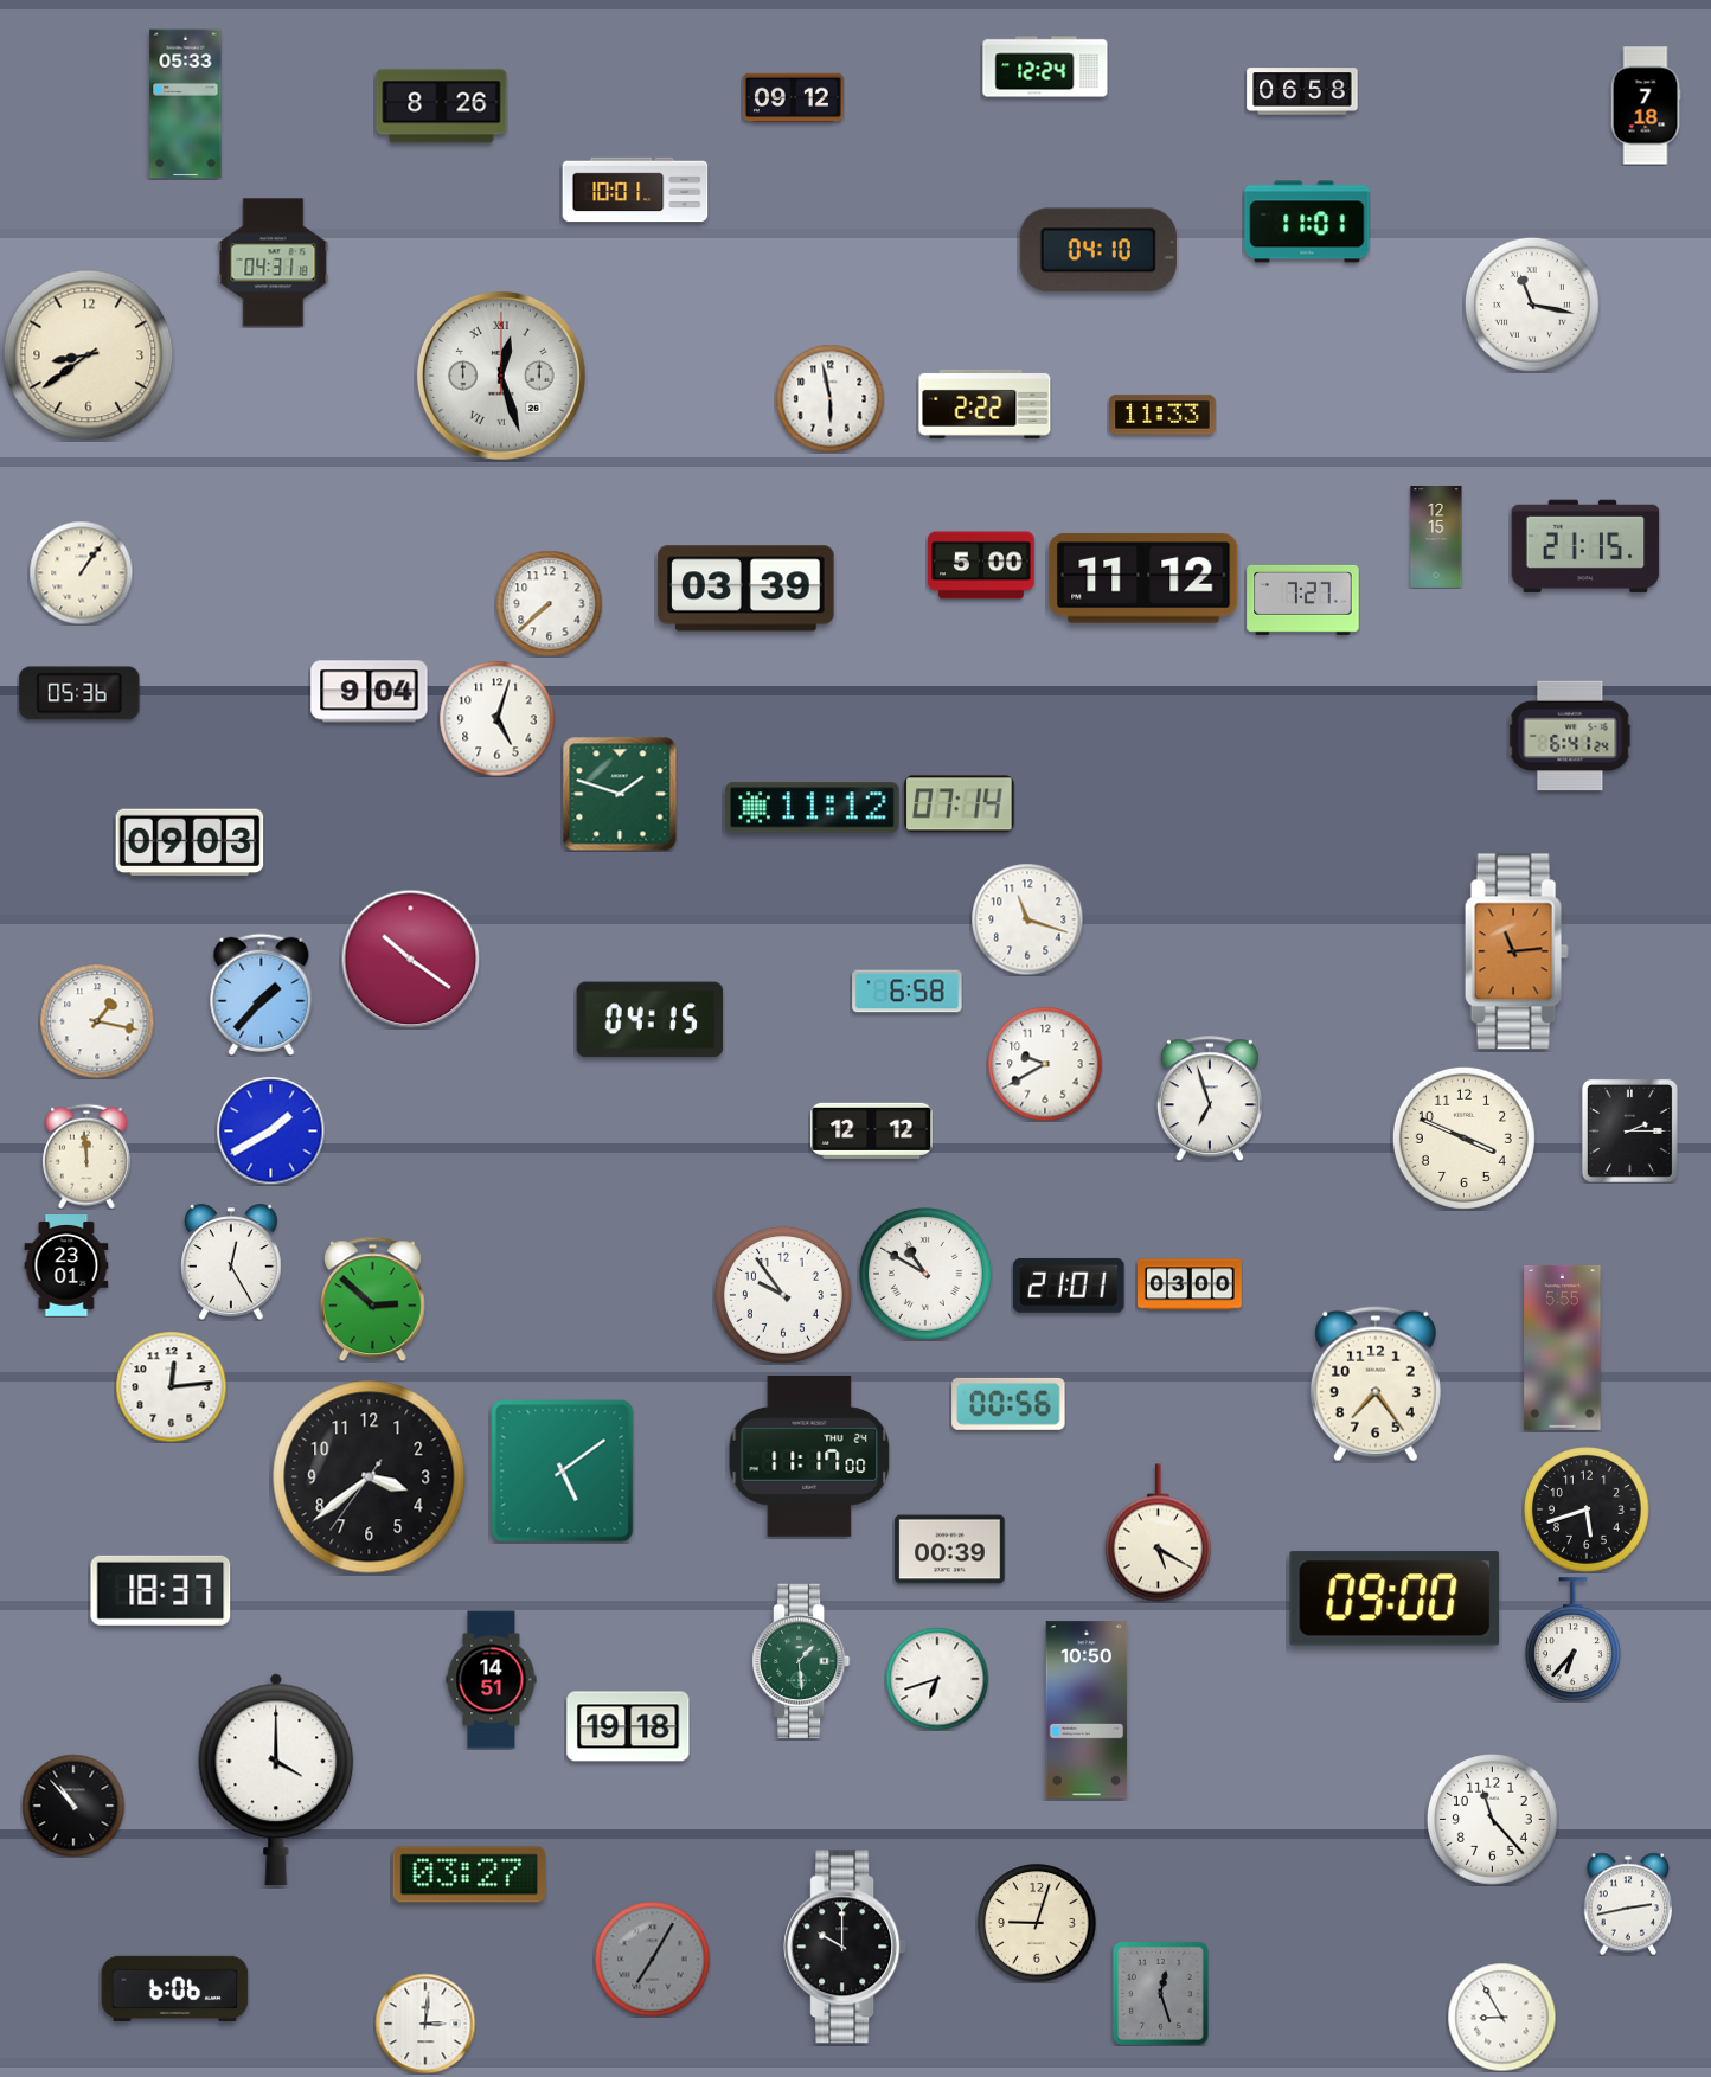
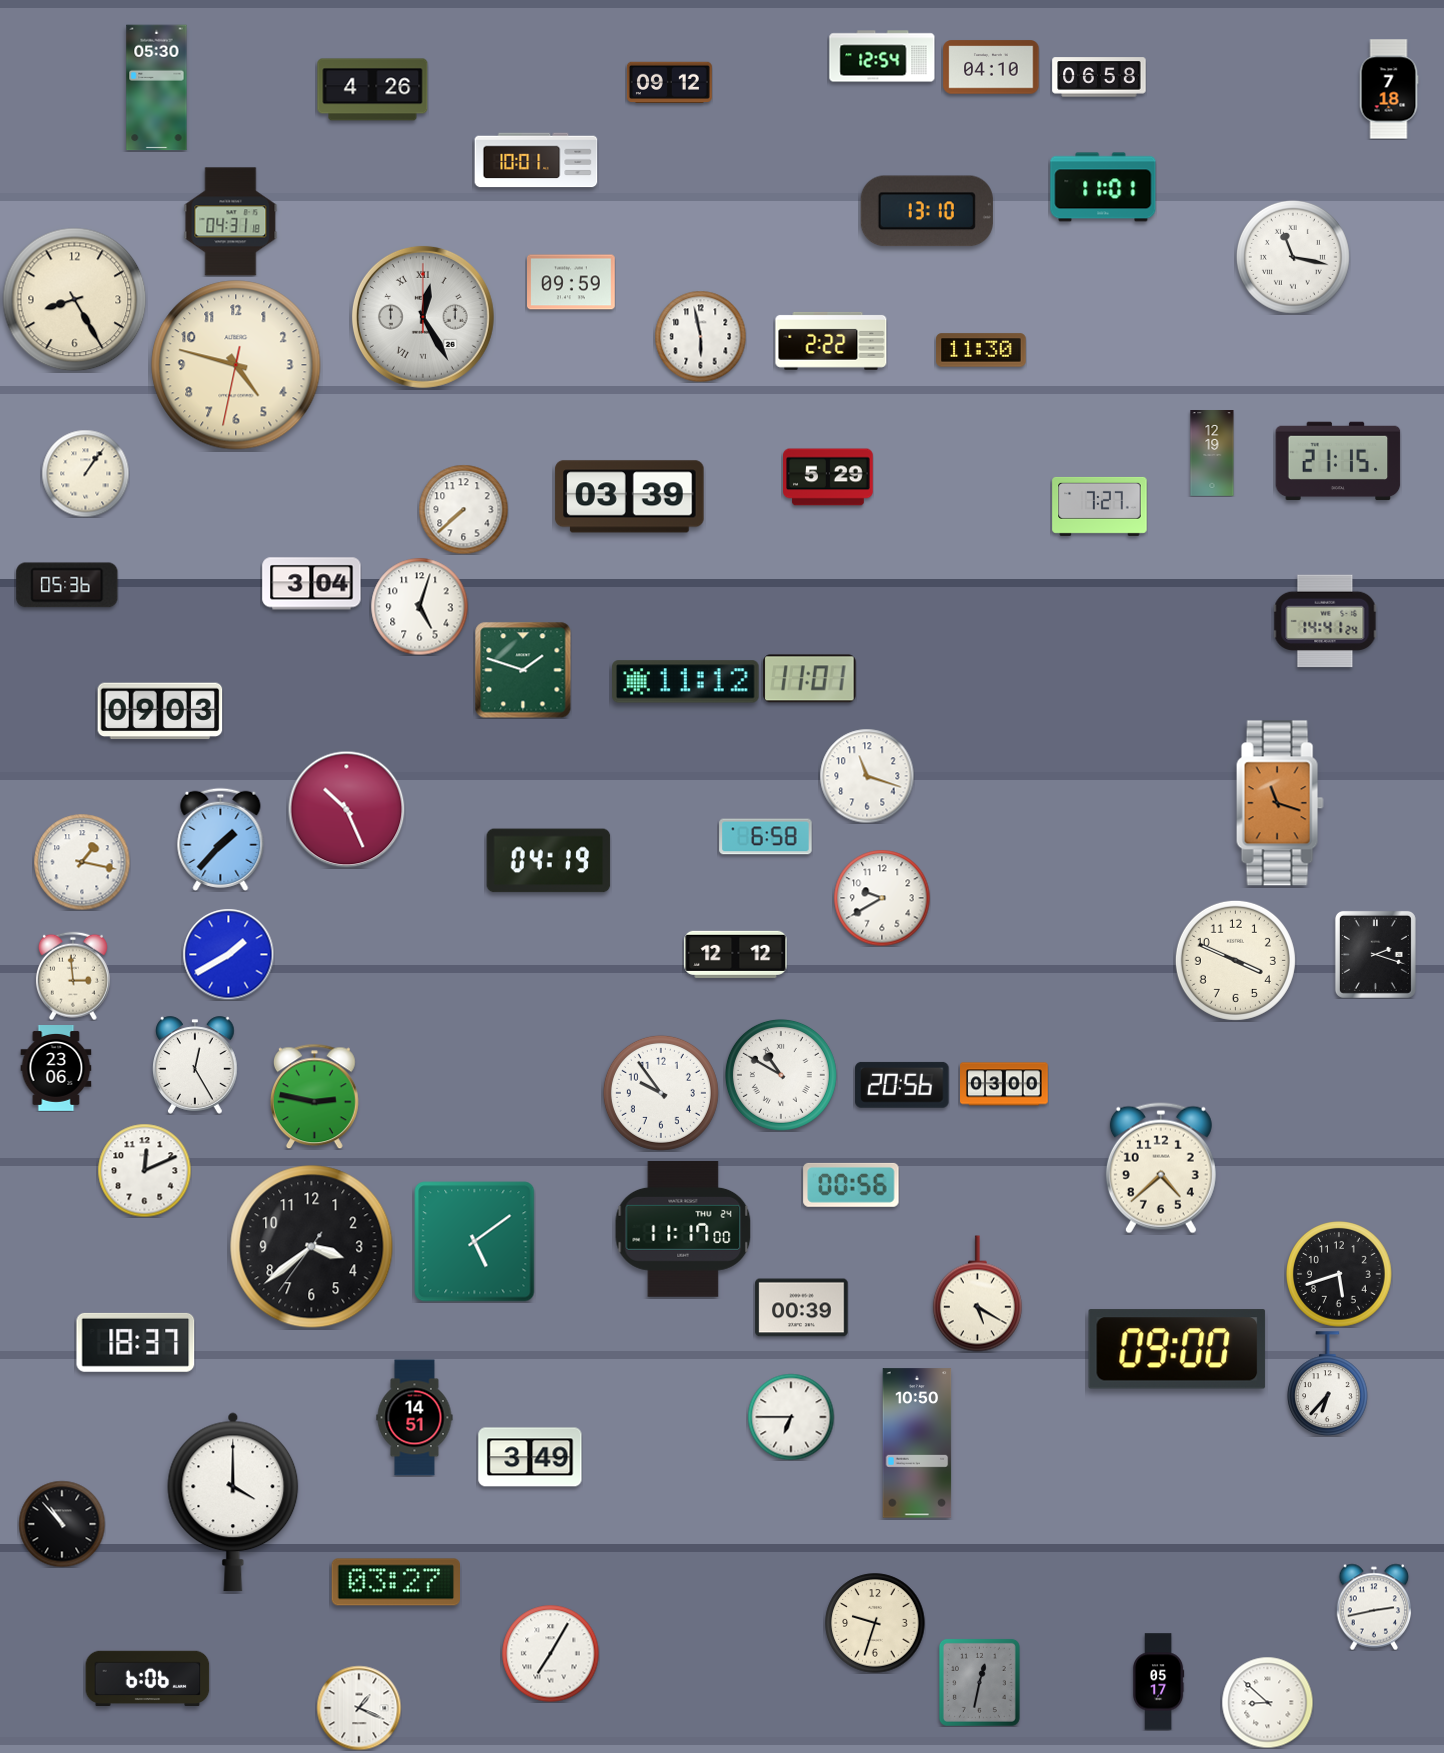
clock at (1045, 66): 12:24 -> 12:54
clock at (991, 67): none -> 04:10
clock at (186, 104): 05:33 -> 05:30
clock at (442, 107): 8:26 -> 4:26
clock at (1098, 250): 04:10 -> 13:10
clock at (572, 282): none -> 09:59
clock at (89, 355): 8:39 -> 8:25
clock at (501, 376): 12:27 -> 12:25
clock at (1162, 415): 11:33 -> 11:30
clock at (236, 365): none -> 4:47
clock at (1436, 538): 12:15 -> 12:19
clock at (981, 565): 5:00 -> 5:29
clock at (81, 572) position: (81, 572) -> (85, 473)
clock at (1143, 578): 11:12 -> none
clock at (370, 692): 9:04 -> 3:04
clock at (1570, 736): 6:41 -> 14:41
clock at (960, 804): 07:14 -> 11:01
clock at (1517, 951): 11:14 -> 11:18
clock at (410, 959): 10:21 -> 10:26
clock at (651, 1020): 04:15 -> 04:19
clock at (1210, 1098): 6:57 -> none
clock at (1629, 1130): 2:15 -> 2:18
clock at (86, 1156): 11:59 -> 2:59
clock at (66, 1267): 23:01 -> 23:06
clock at (1069, 1286): 21:01 -> 20:56
clock at (372, 1299): 2:52 -> 2:47
clock at (1563, 1347): 5:55 -> none
clock at (1376, 1384): 7:24 -> 4:38
clock at (171, 1386): 12:14 -> 12:11
clock at (801, 1660): 1:29 -> none
clock at (937, 1679): 6:42 -> 6:45
clock at (628, 1726): 19:18 -> 3:49
clock at (1492, 1819): 11:23 -> none
clock at (1037, 1923): 9:03 -> 9:33
clock at (845, 1947): 10:00 -> none
clock at (652, 1959) dial: grey -> white
clock at (1160, 1993): 12:27 -> 12:32
clock at (1158, 1682): none -> 05:17
clock at (1501, 2017): 8:55 -> 8:52
clock at (425, 2024): 3:01 -> 1:19
